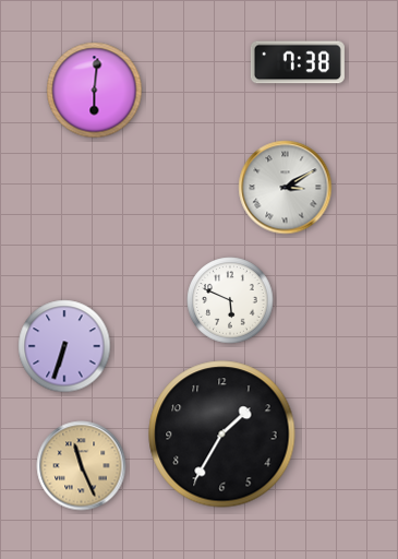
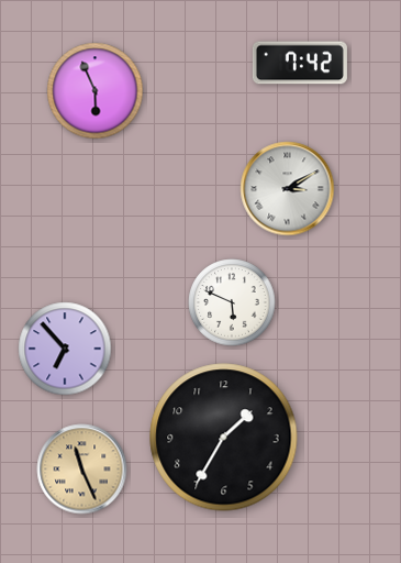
clock at (298, 62): 7:38 -> 7:42
clock at (95, 91): 6:01 -> 5:56
clock at (64, 346): 6:33 -> 6:53
